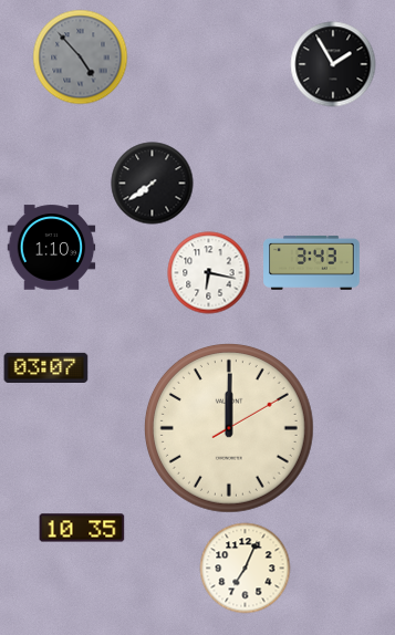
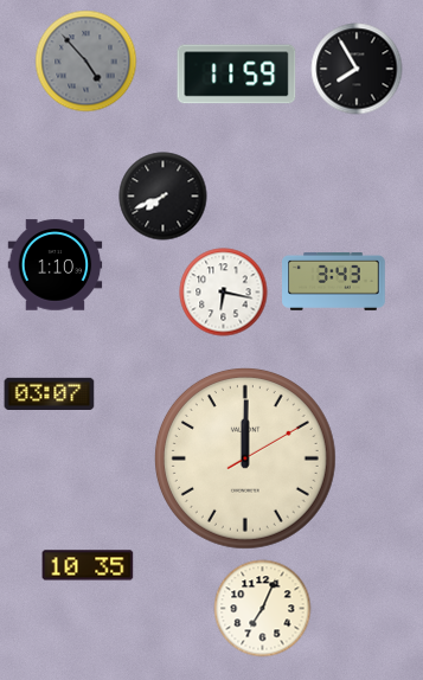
clock at (333, 64): 1:55 -> 7:55
clock at (237, 75): none -> 11:59
clock at (153, 184): 7:39 -> 7:41
